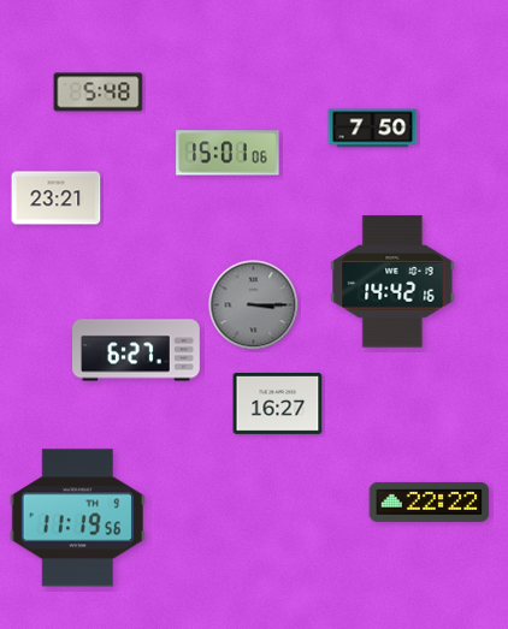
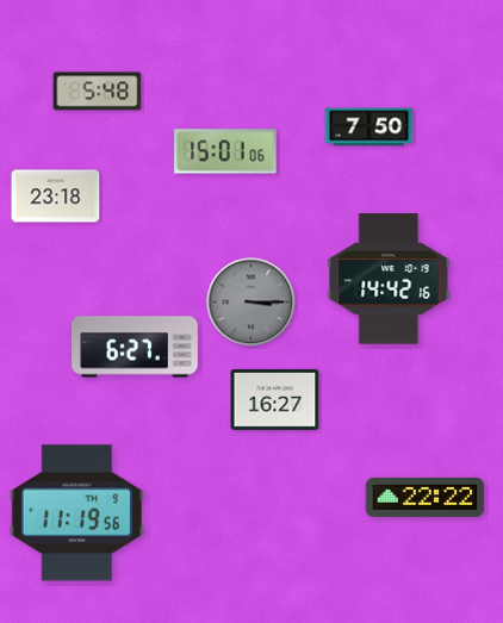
clock at (57, 198): 23:21 -> 23:18
